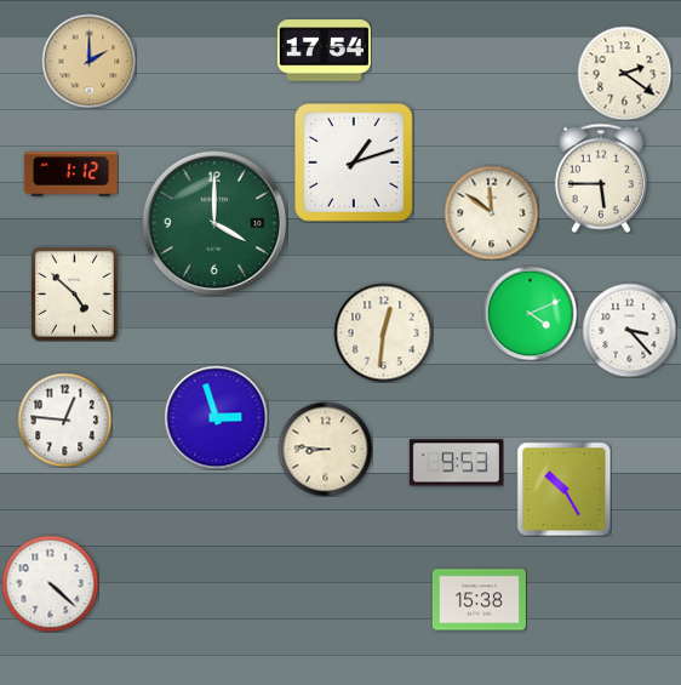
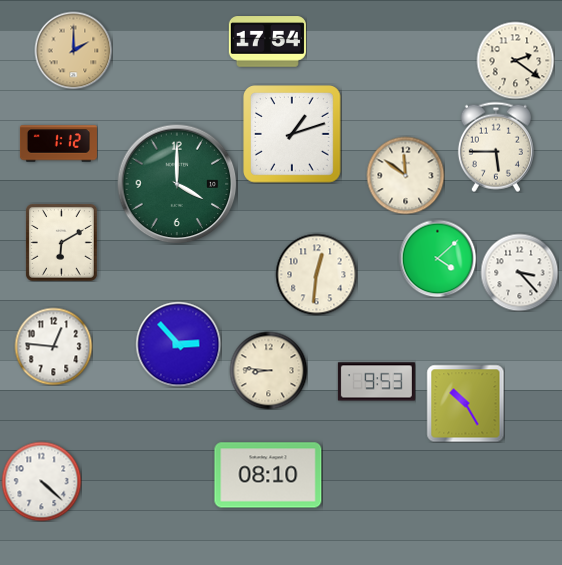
clock at (74, 293): 4:52 -> 6:10
clock at (530, 313): 4:11 -> 4:08
clock at (216, 417): 2:57 -> 2:53
clock at (268, 475): none -> 08:10
clock at (479, 600): 15:38 -> none
